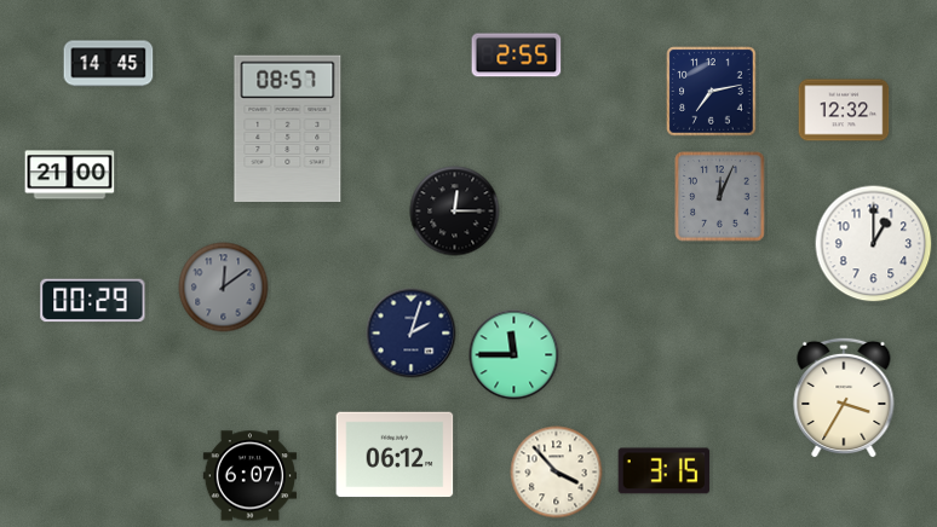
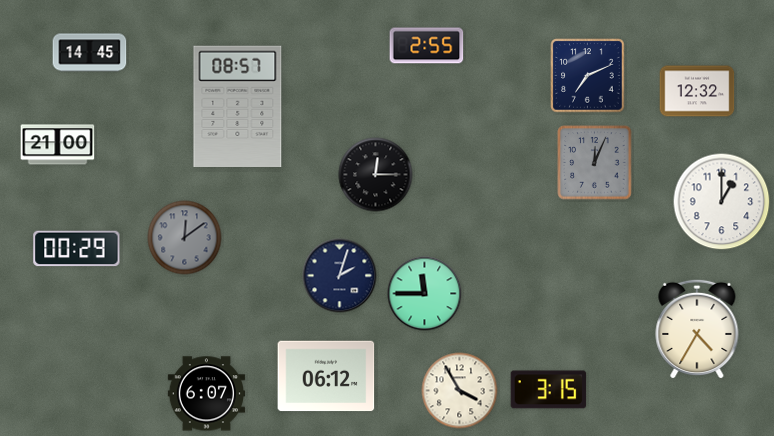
clock at (712, 92): 7:13 -> 7:11
clock at (844, 398): 3:35 -> 4:35
clock at (557, 473): 3:53 -> 3:55
